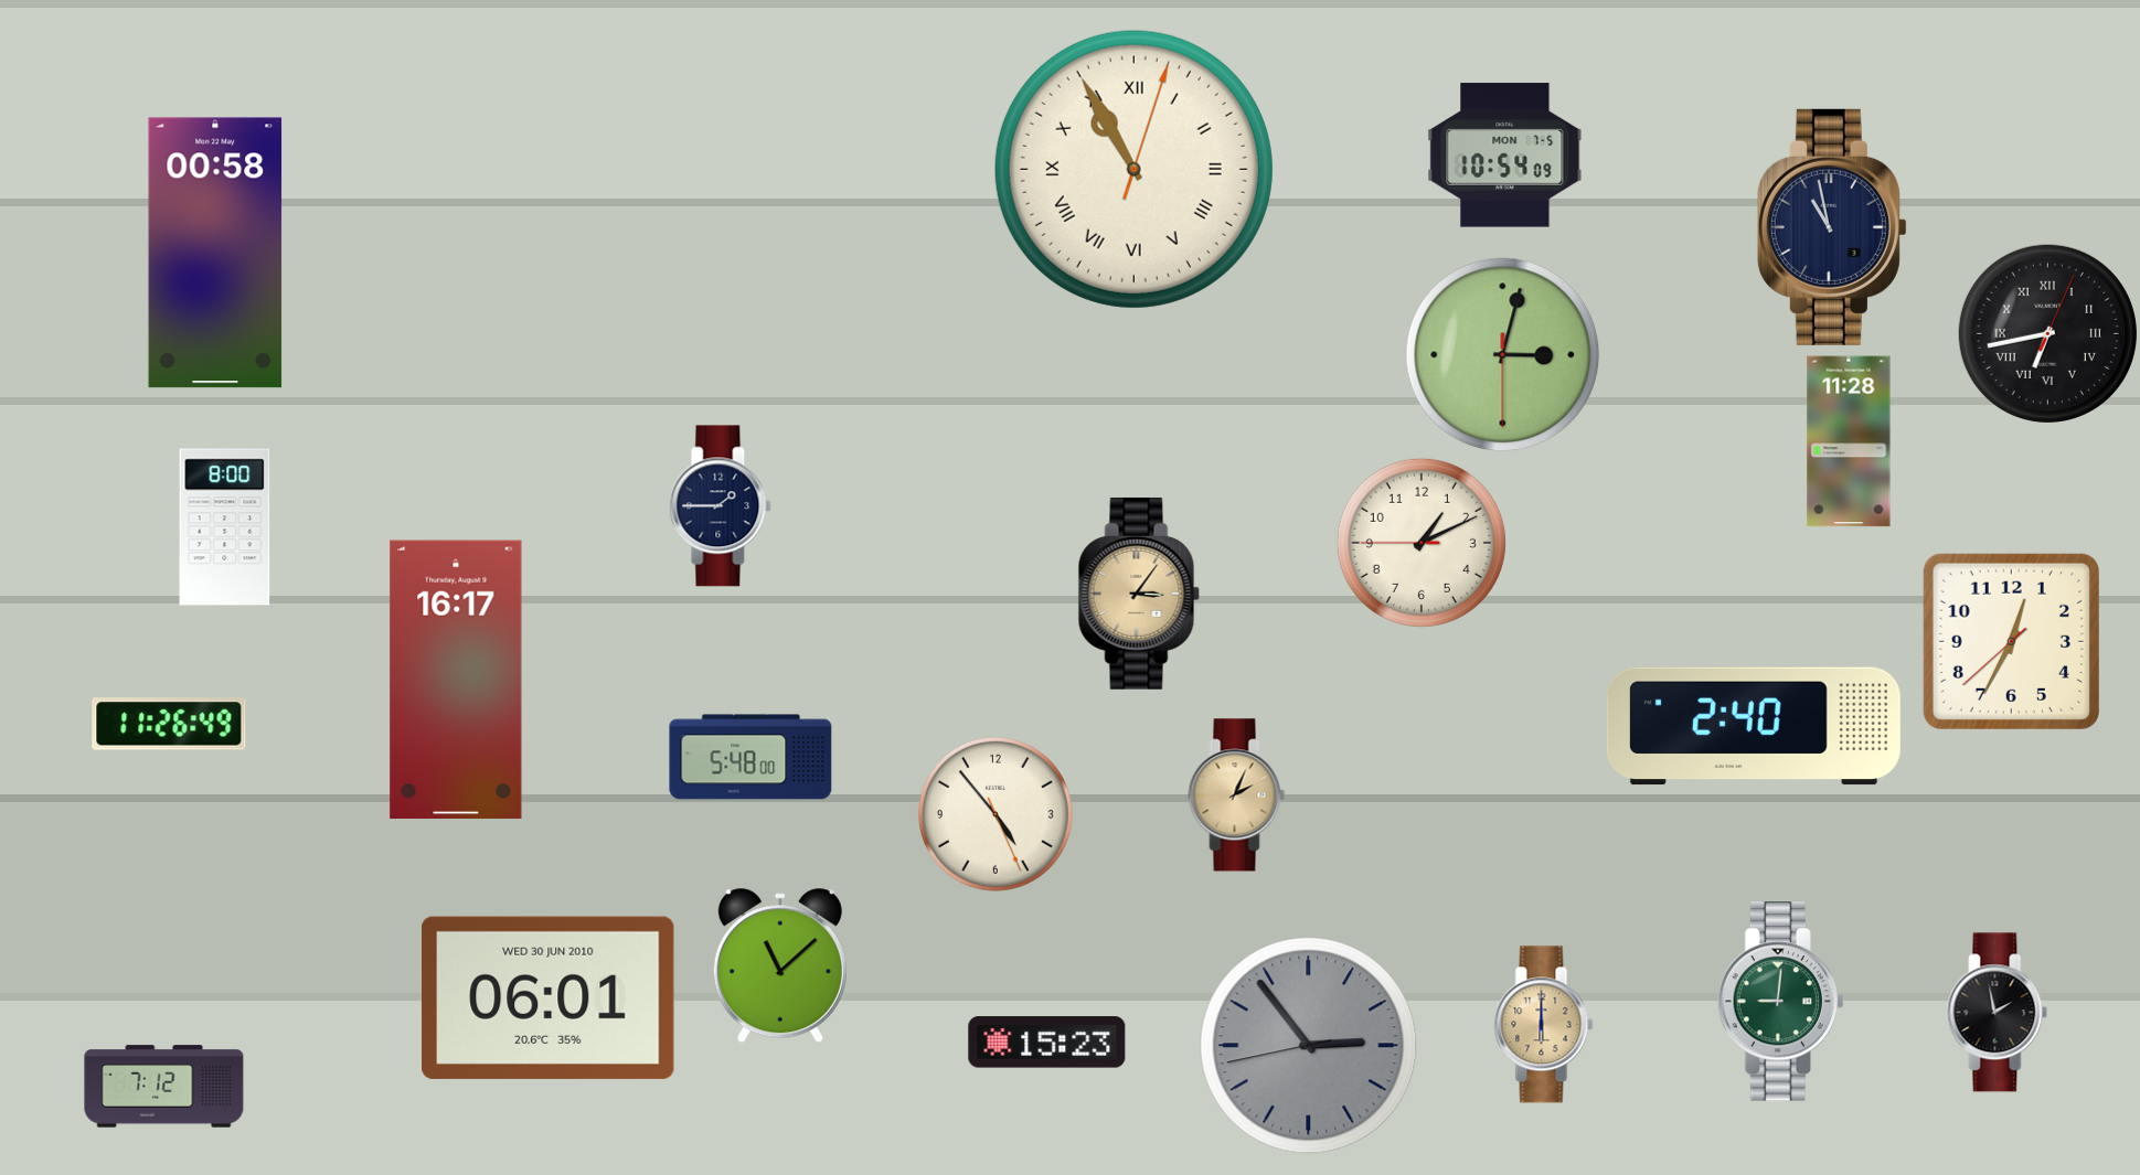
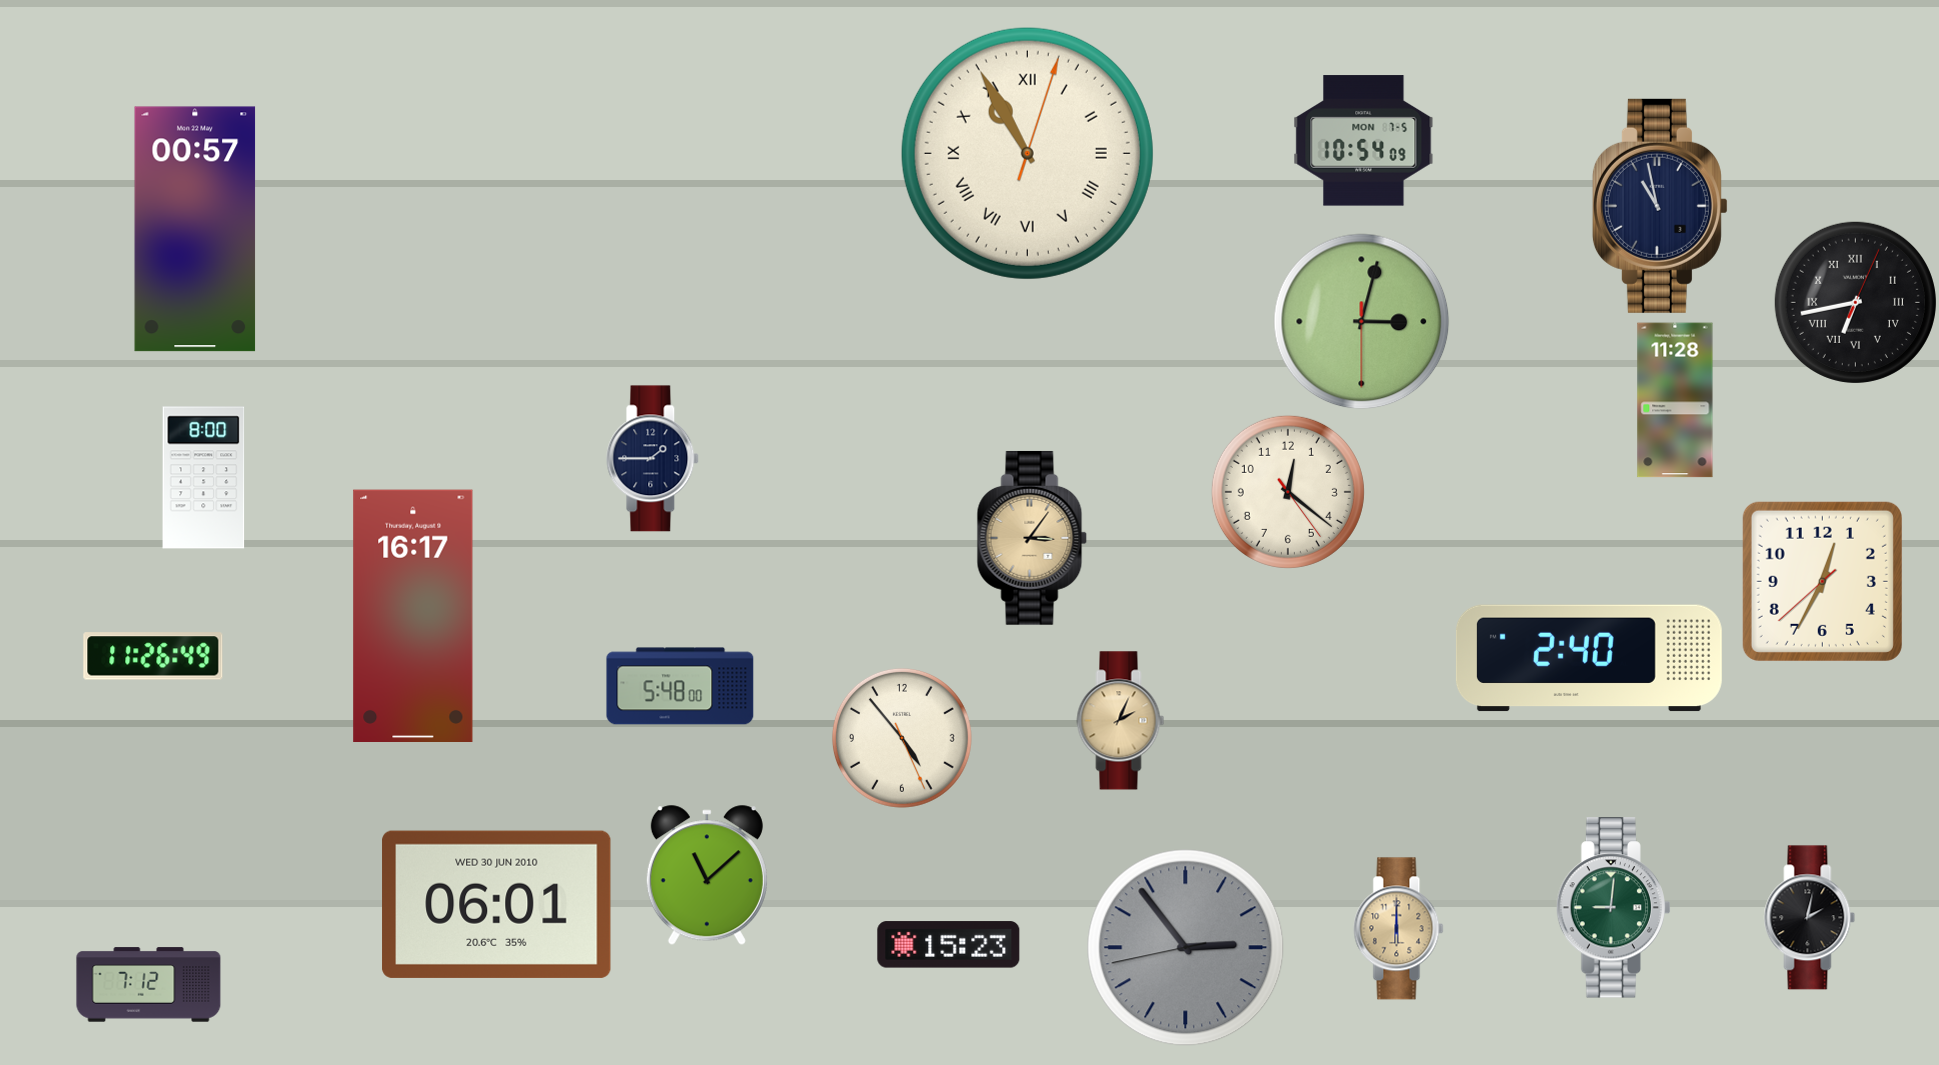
clock at (215, 253): 00:58 -> 00:57
clock at (1422, 543): 1:10 -> 12:21
clock at (1998, 1013): 1:58 -> 2:02
